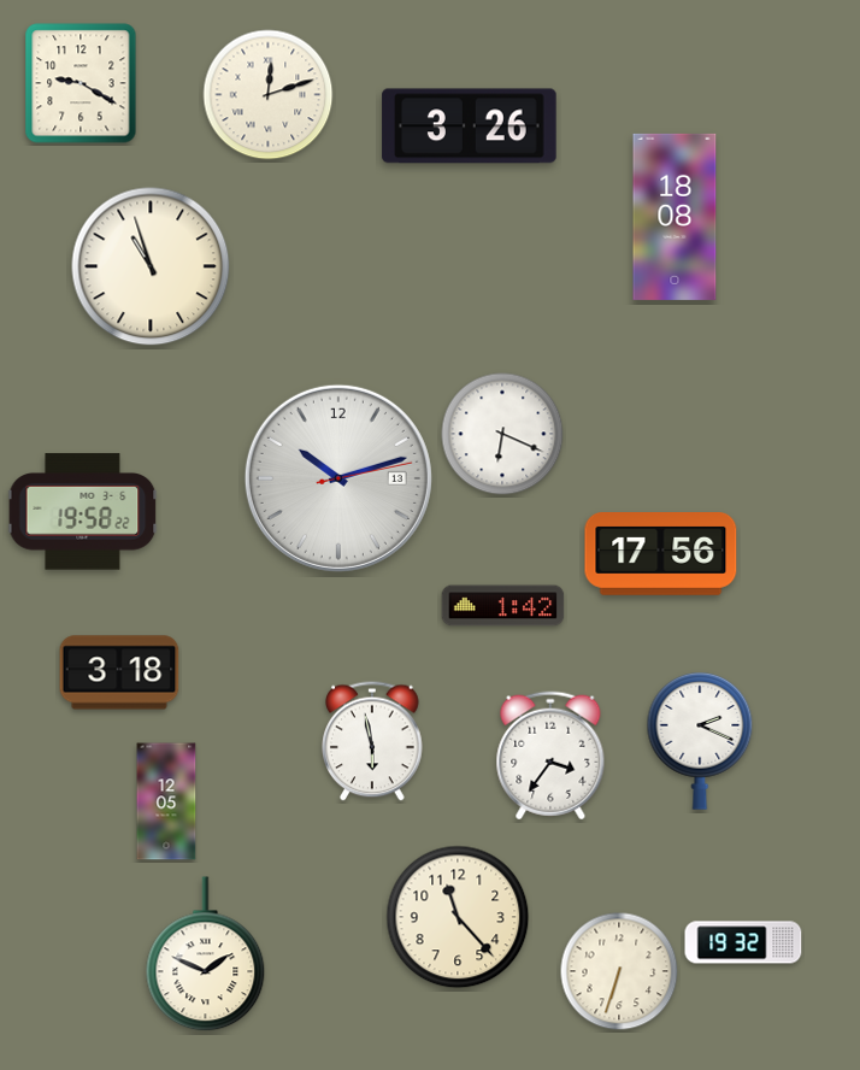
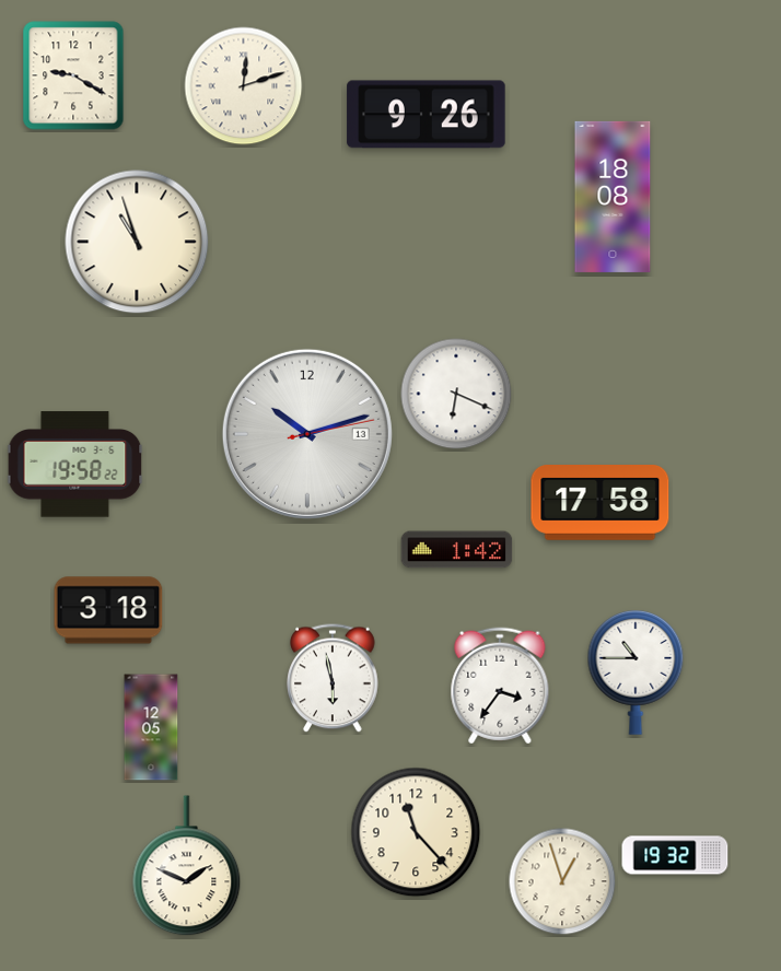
clock at (470, 127): 3:26 -> 9:26
clock at (661, 554): 17:56 -> 17:58
clock at (372, 741) position: (372, 741) -> (333, 678)
clock at (700, 742): 2:19 -> 10:45
clock at (619, 971): 6:33 -> 12:57
